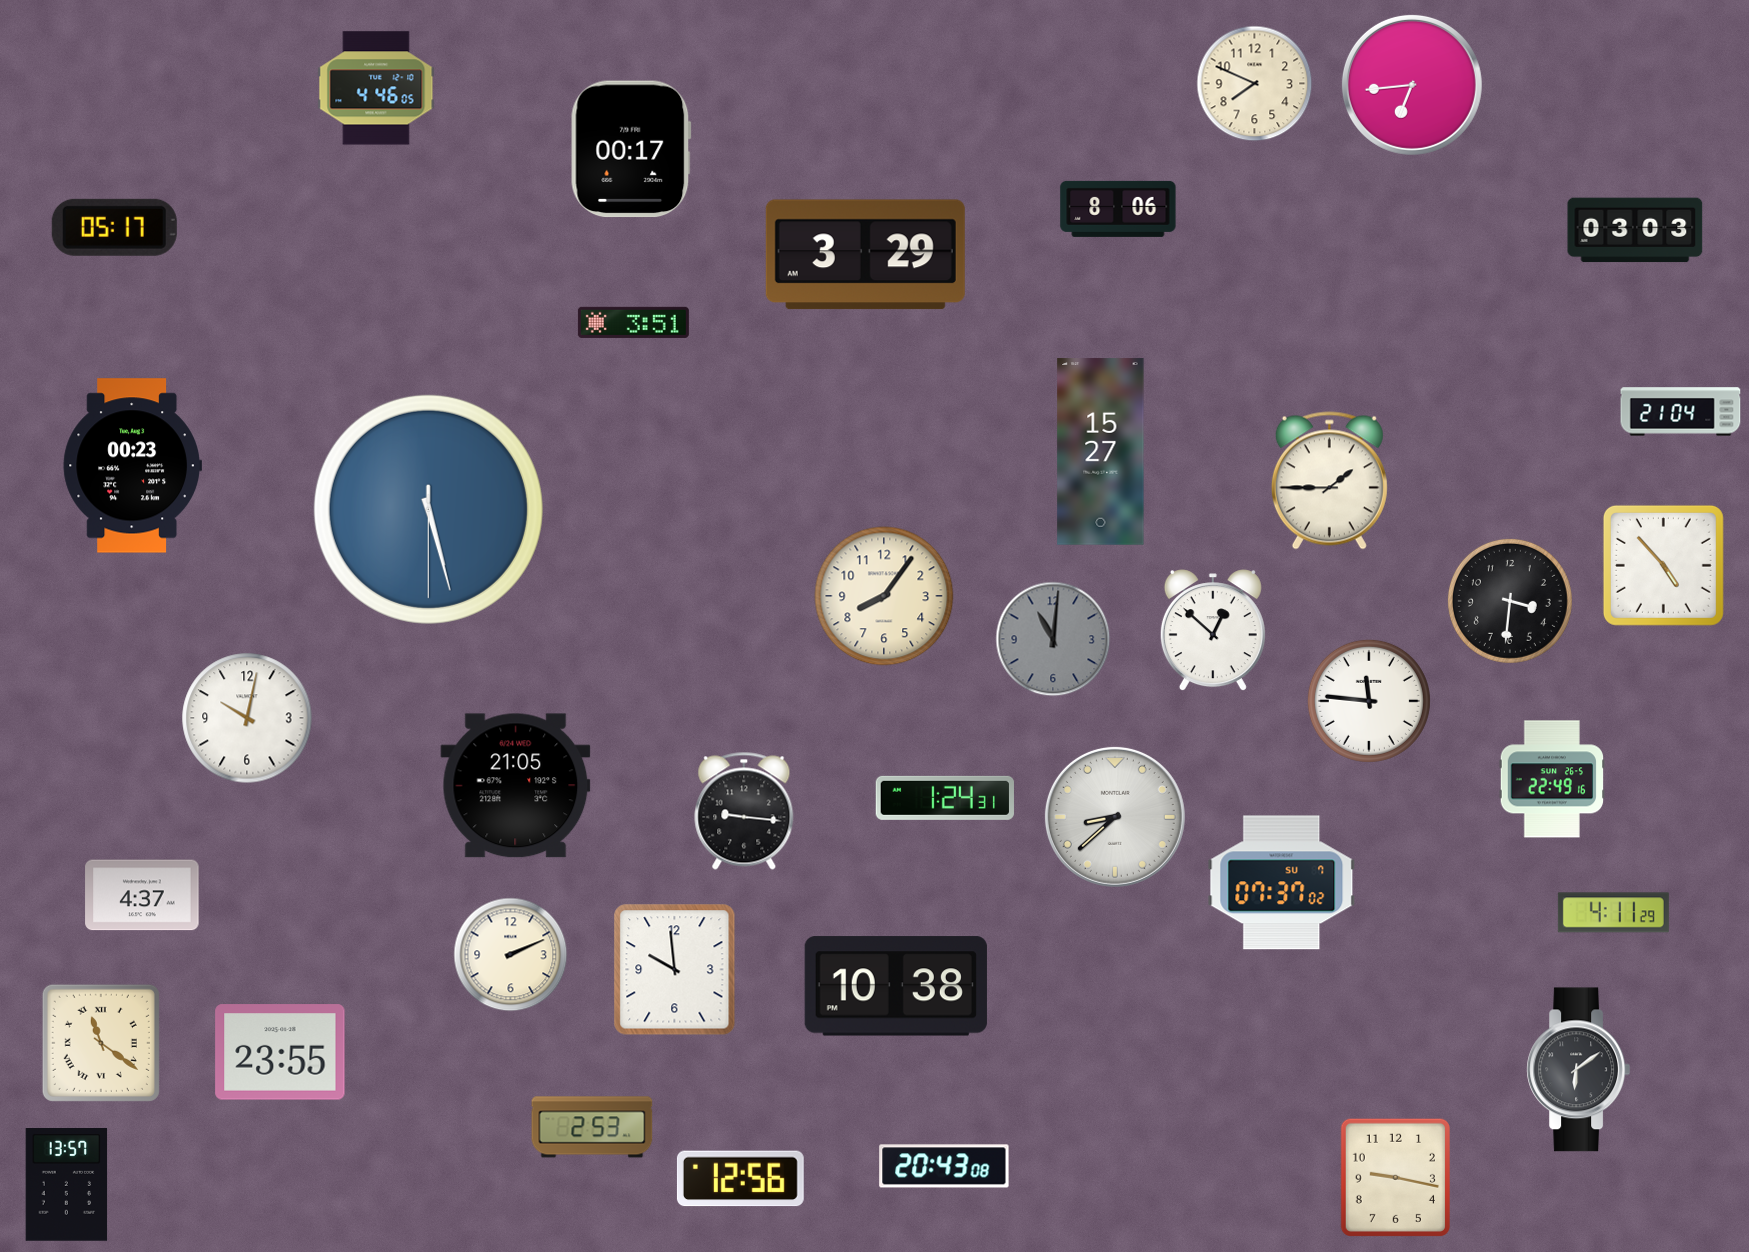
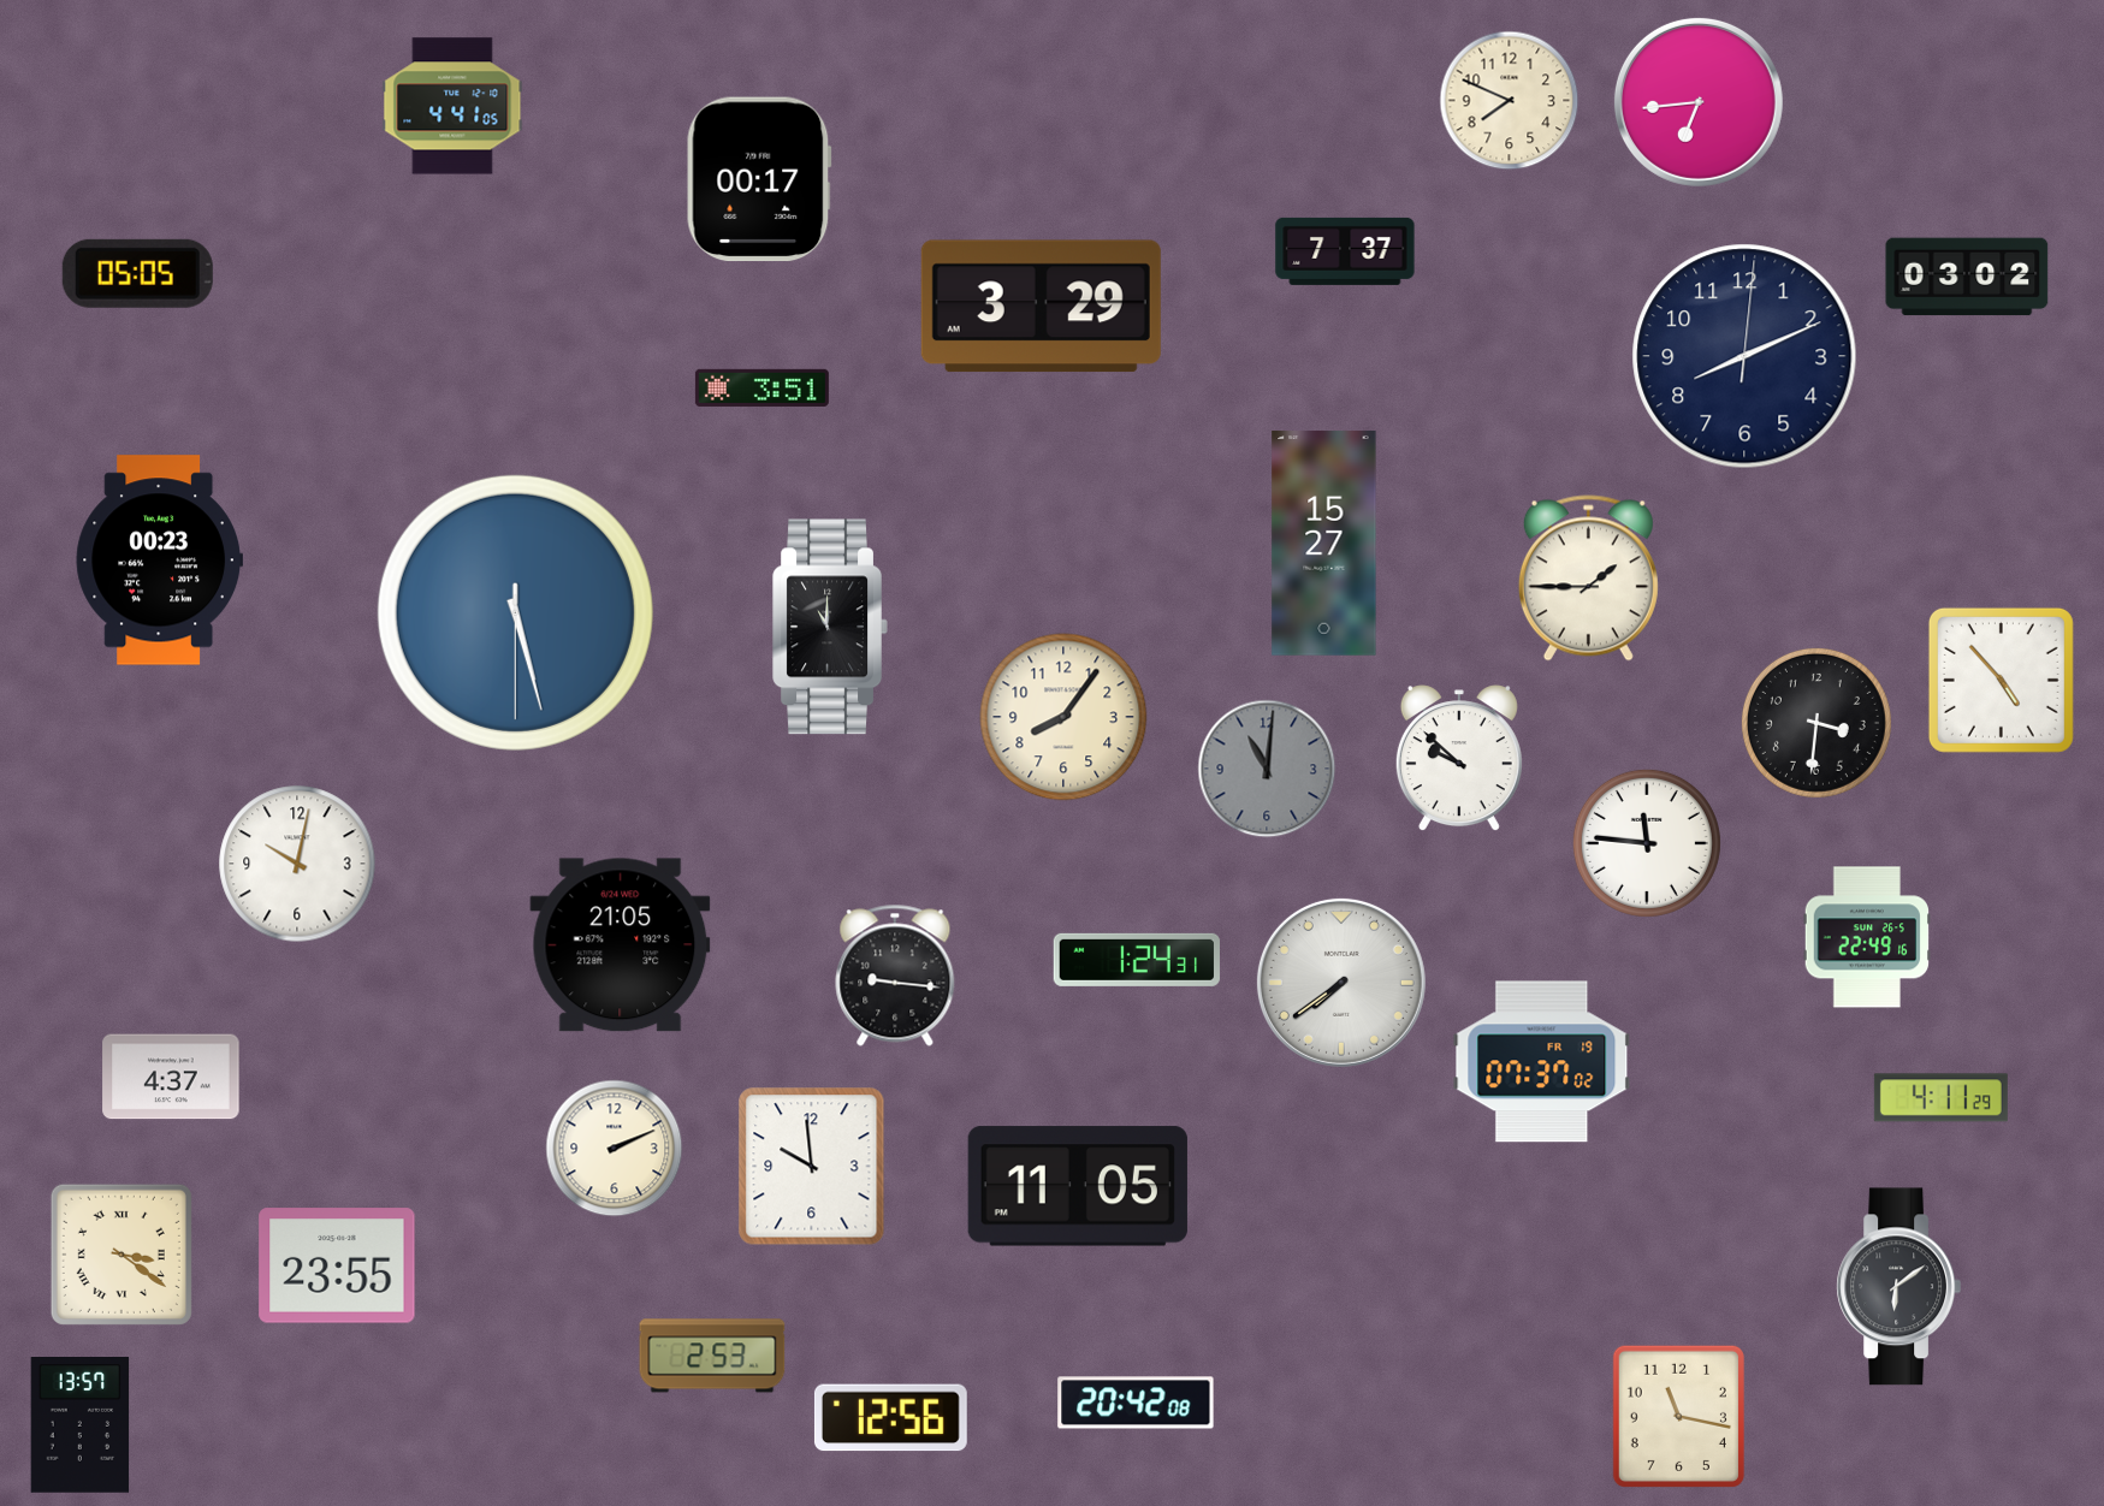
clock at (376, 88): 4:46 -> 4:41
clock at (1118, 209): 8:06 -> 7:37
clock at (114, 227): 05:17 -> 05:05
clock at (1635, 230): 03:03 -> 03:02
clock at (1744, 356): none -> 8:11
clock at (1681, 412): 21:04 -> none
clock at (1329, 481) position: (1329, 481) -> (1588, 579)
clock at (830, 627): none -> 11:00
clock at (1213, 631): 12:52 -> 9:52
clock at (1115, 817): 8:38 -> 7:39
clock at (1282, 883) date: SU 7 -> FR 19
clock at (896, 986): 10:38 -> 11:05
clock at (101, 1043): 11:21 -> 3:21
clock at (944, 1166): 20:43 -> 20:42
clock at (1395, 1177): 9:17 -> 11:17
